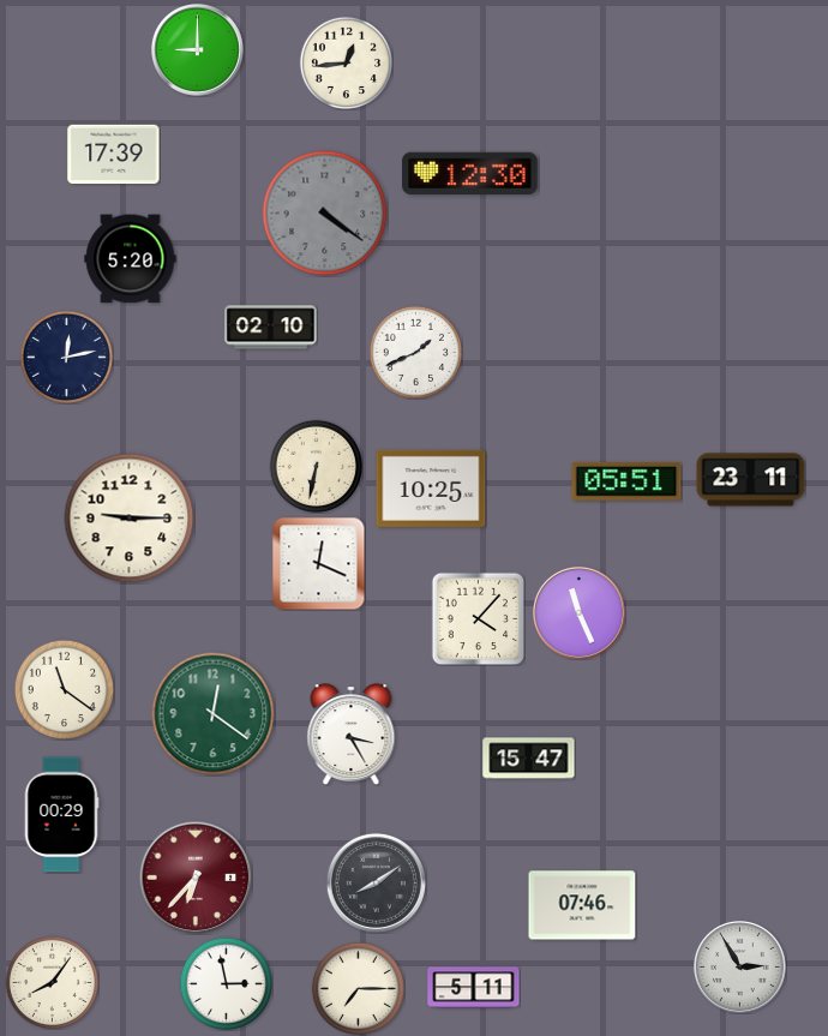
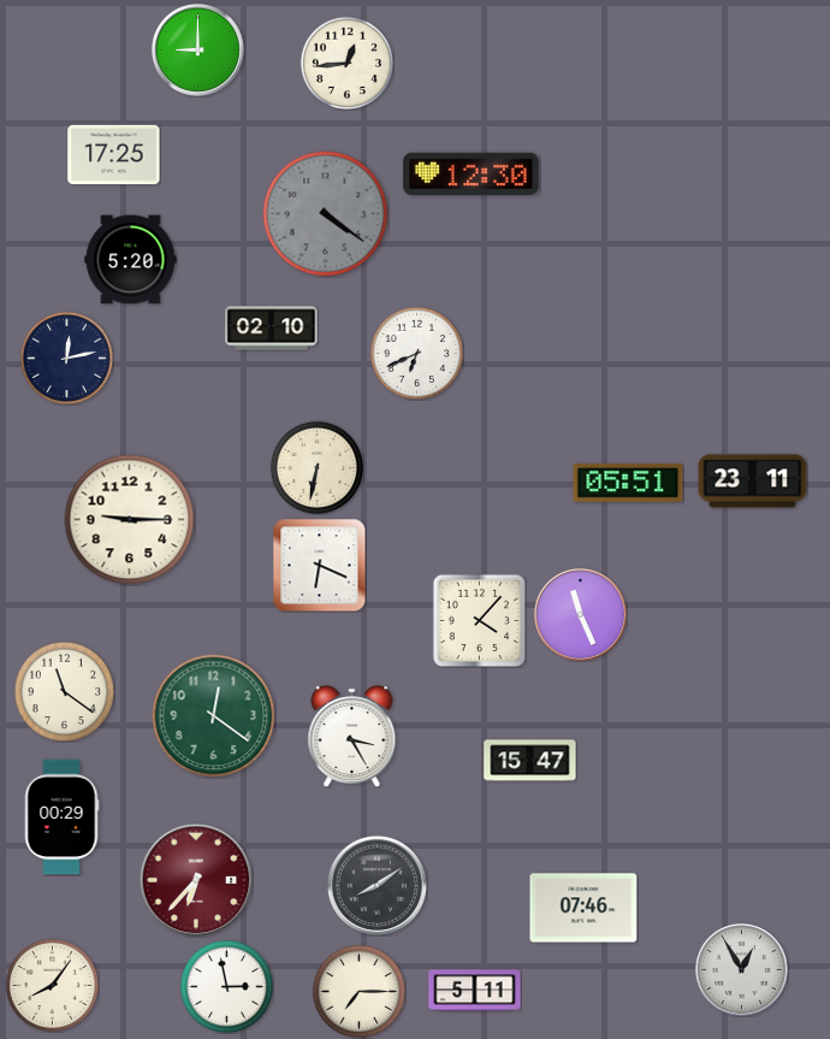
clock at (114, 155): 17:39 -> 17:25
clock at (415, 352): 1:41 -> 6:41
clock at (431, 489): 10:25 -> none
clock at (318, 563): 12:19 -> 6:19
clock at (739, 966): 2:55 -> 12:55
